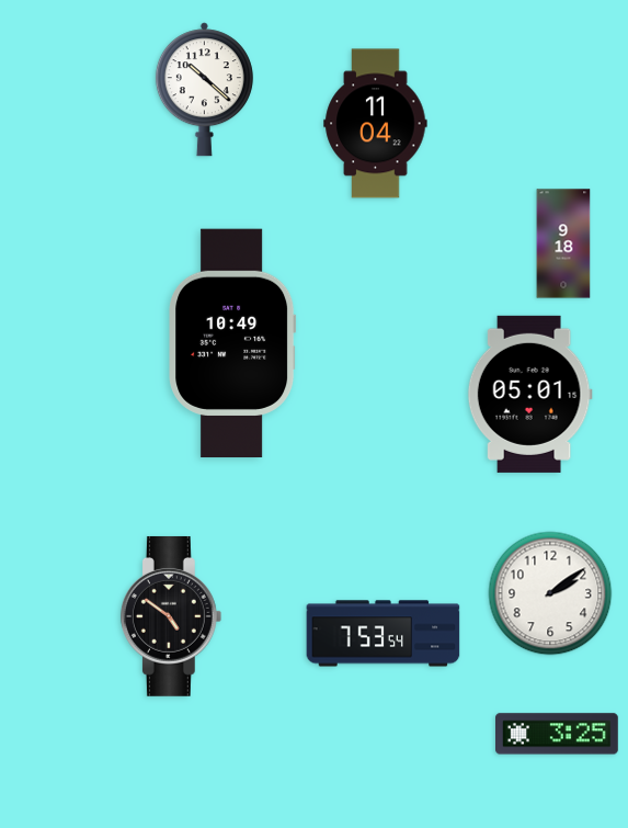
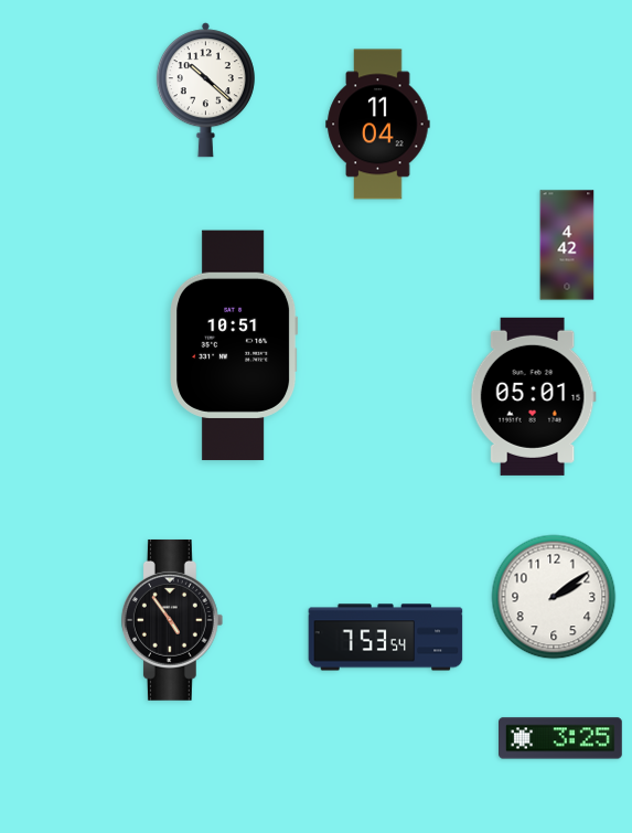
clock at (563, 243): 9:18 -> 4:42
clock at (232, 343): 10:49 -> 10:51
clock at (171, 616): 4:51 -> 4:54
